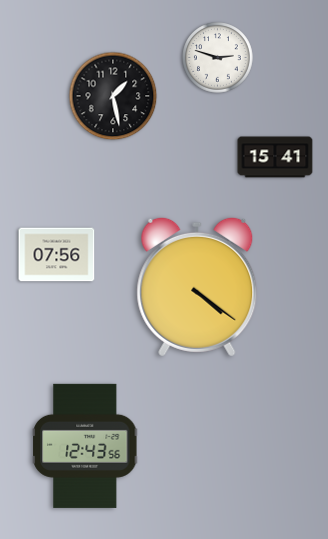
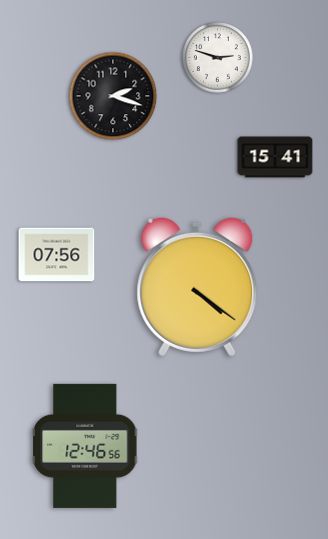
clock at (113, 96): 1:28 -> 2:18
clock at (86, 446): 12:43 -> 12:46
